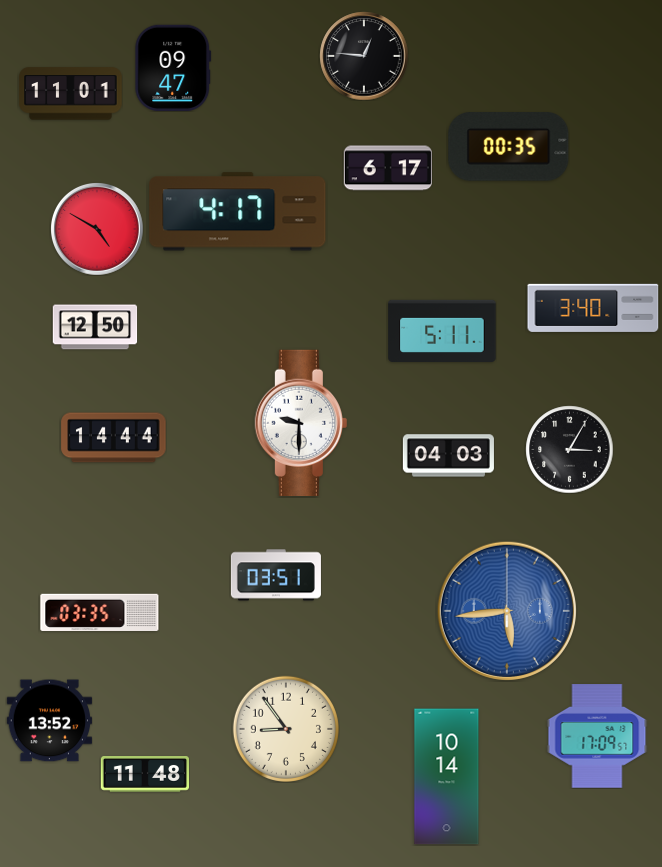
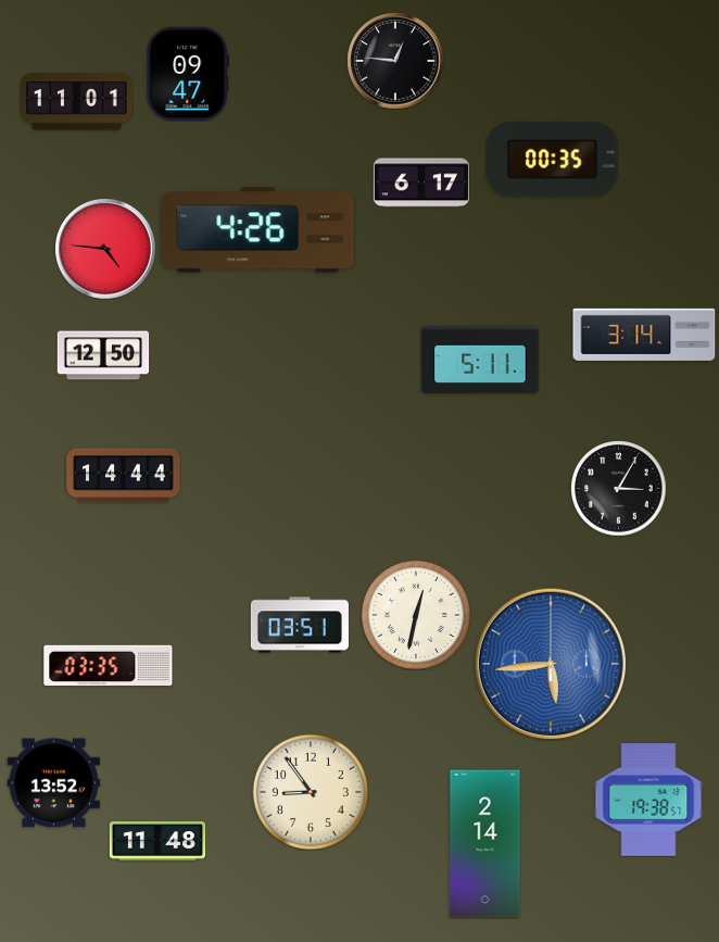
clock at (238, 212): 4:17 -> 4:26
clock at (97, 229): 4:50 -> 4:46
clock at (593, 308): 3:40 -> 3:14
clock at (301, 422): 9:30 -> none
clock at (448, 456): 04:03 -> none
clock at (416, 615): none -> 12:32
clock at (597, 736): 17:09 -> 19:38
clock at (447, 777): 10:14 -> 2:14
